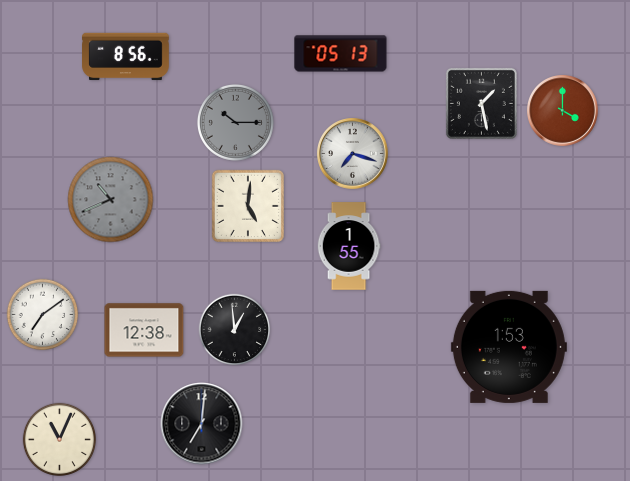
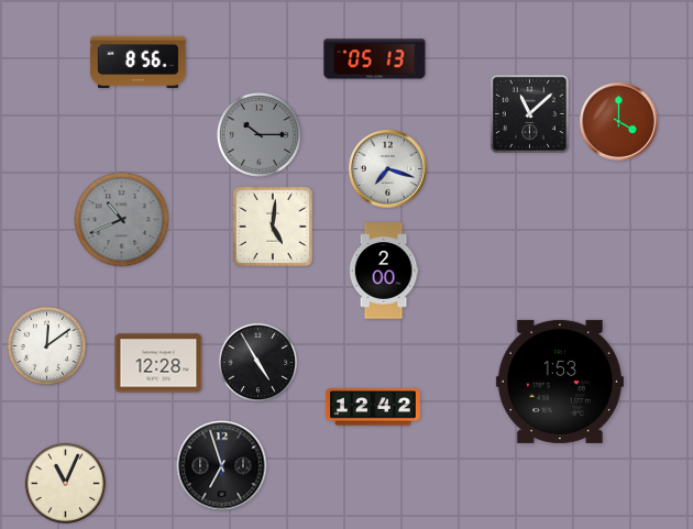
clock at (481, 103): 1:28 -> 11:08
clock at (349, 246): 1:55 -> 2:00
clock at (43, 315): 7:09 -> 12:09
clock at (144, 330): 12:38 -> 12:28
clock at (235, 330): 12:59 -> 4:55
clock at (373, 407): none -> 12:42
clock at (202, 424): 7:01 -> 6:57
